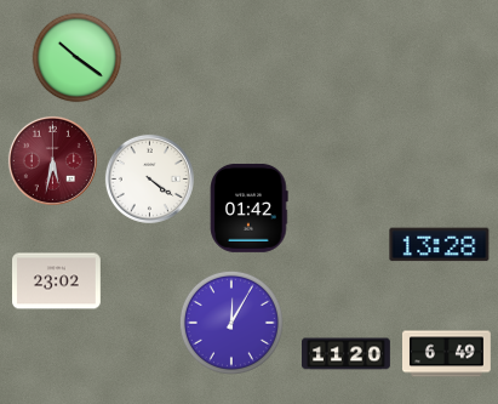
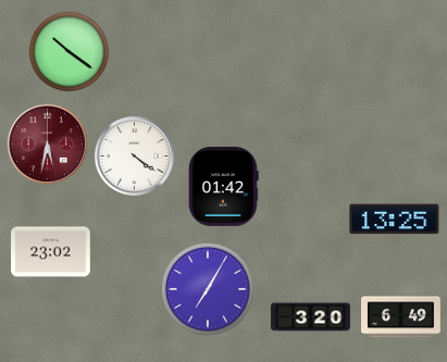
clock at (149, 178) position: (149, 178) -> (134, 155)
clock at (440, 245): 13:28 -> 13:25
clock at (231, 323): 12:05 -> 7:05
clock at (347, 354): 11:20 -> 3:20
